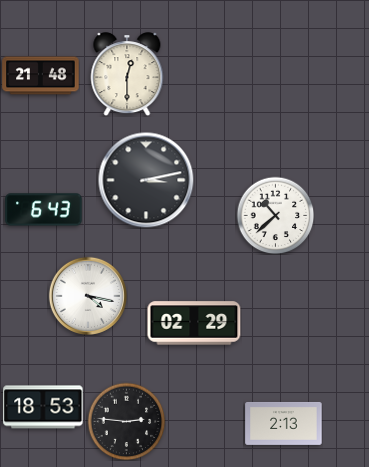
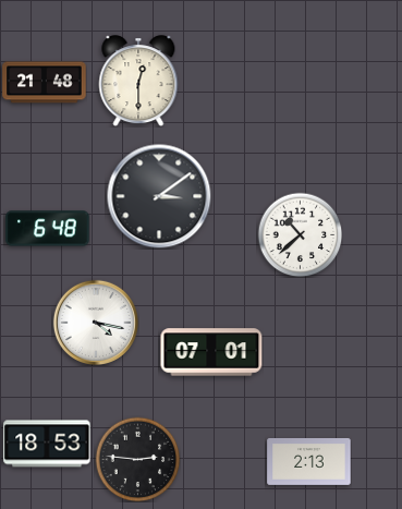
clock at (146, 180): 3:13 -> 3:09
clock at (44, 210): 6:43 -> 6:48
clock at (194, 323): 02:29 -> 07:01
